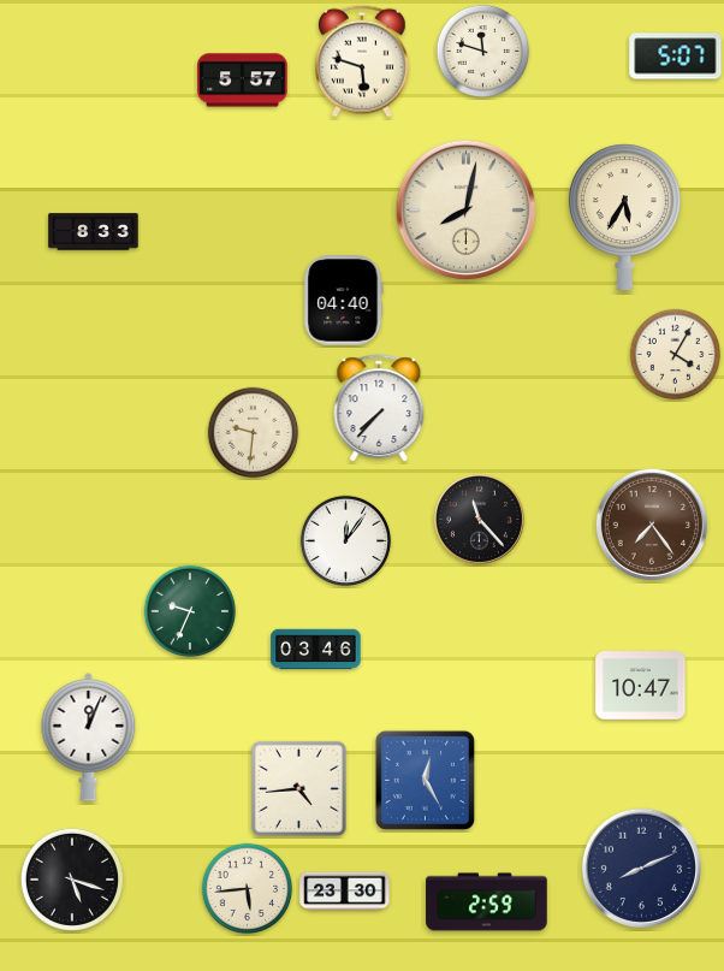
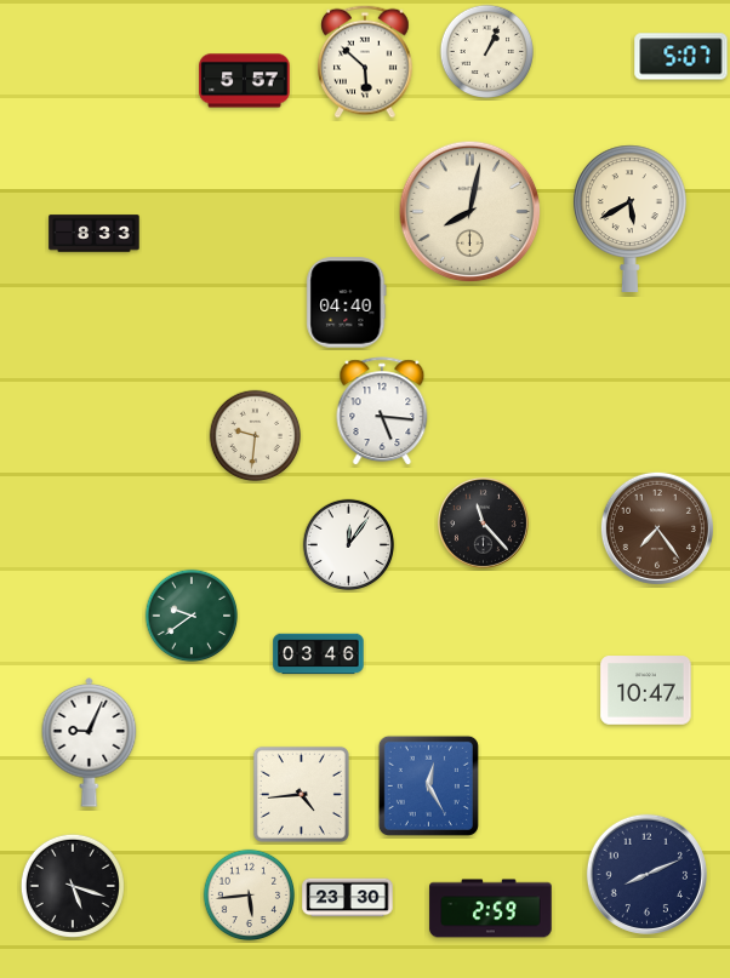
clock at (483, 52): 11:48 -> 1:04
clock at (362, 61): 5:48 -> 5:52
clock at (624, 217): 5:35 -> 5:40
clock at (676, 355): 4:05 -> none
clock at (379, 409): 7:37 -> 5:16
clock at (190, 611): 9:34 -> 9:39
clock at (89, 738): 12:04 -> 9:04
